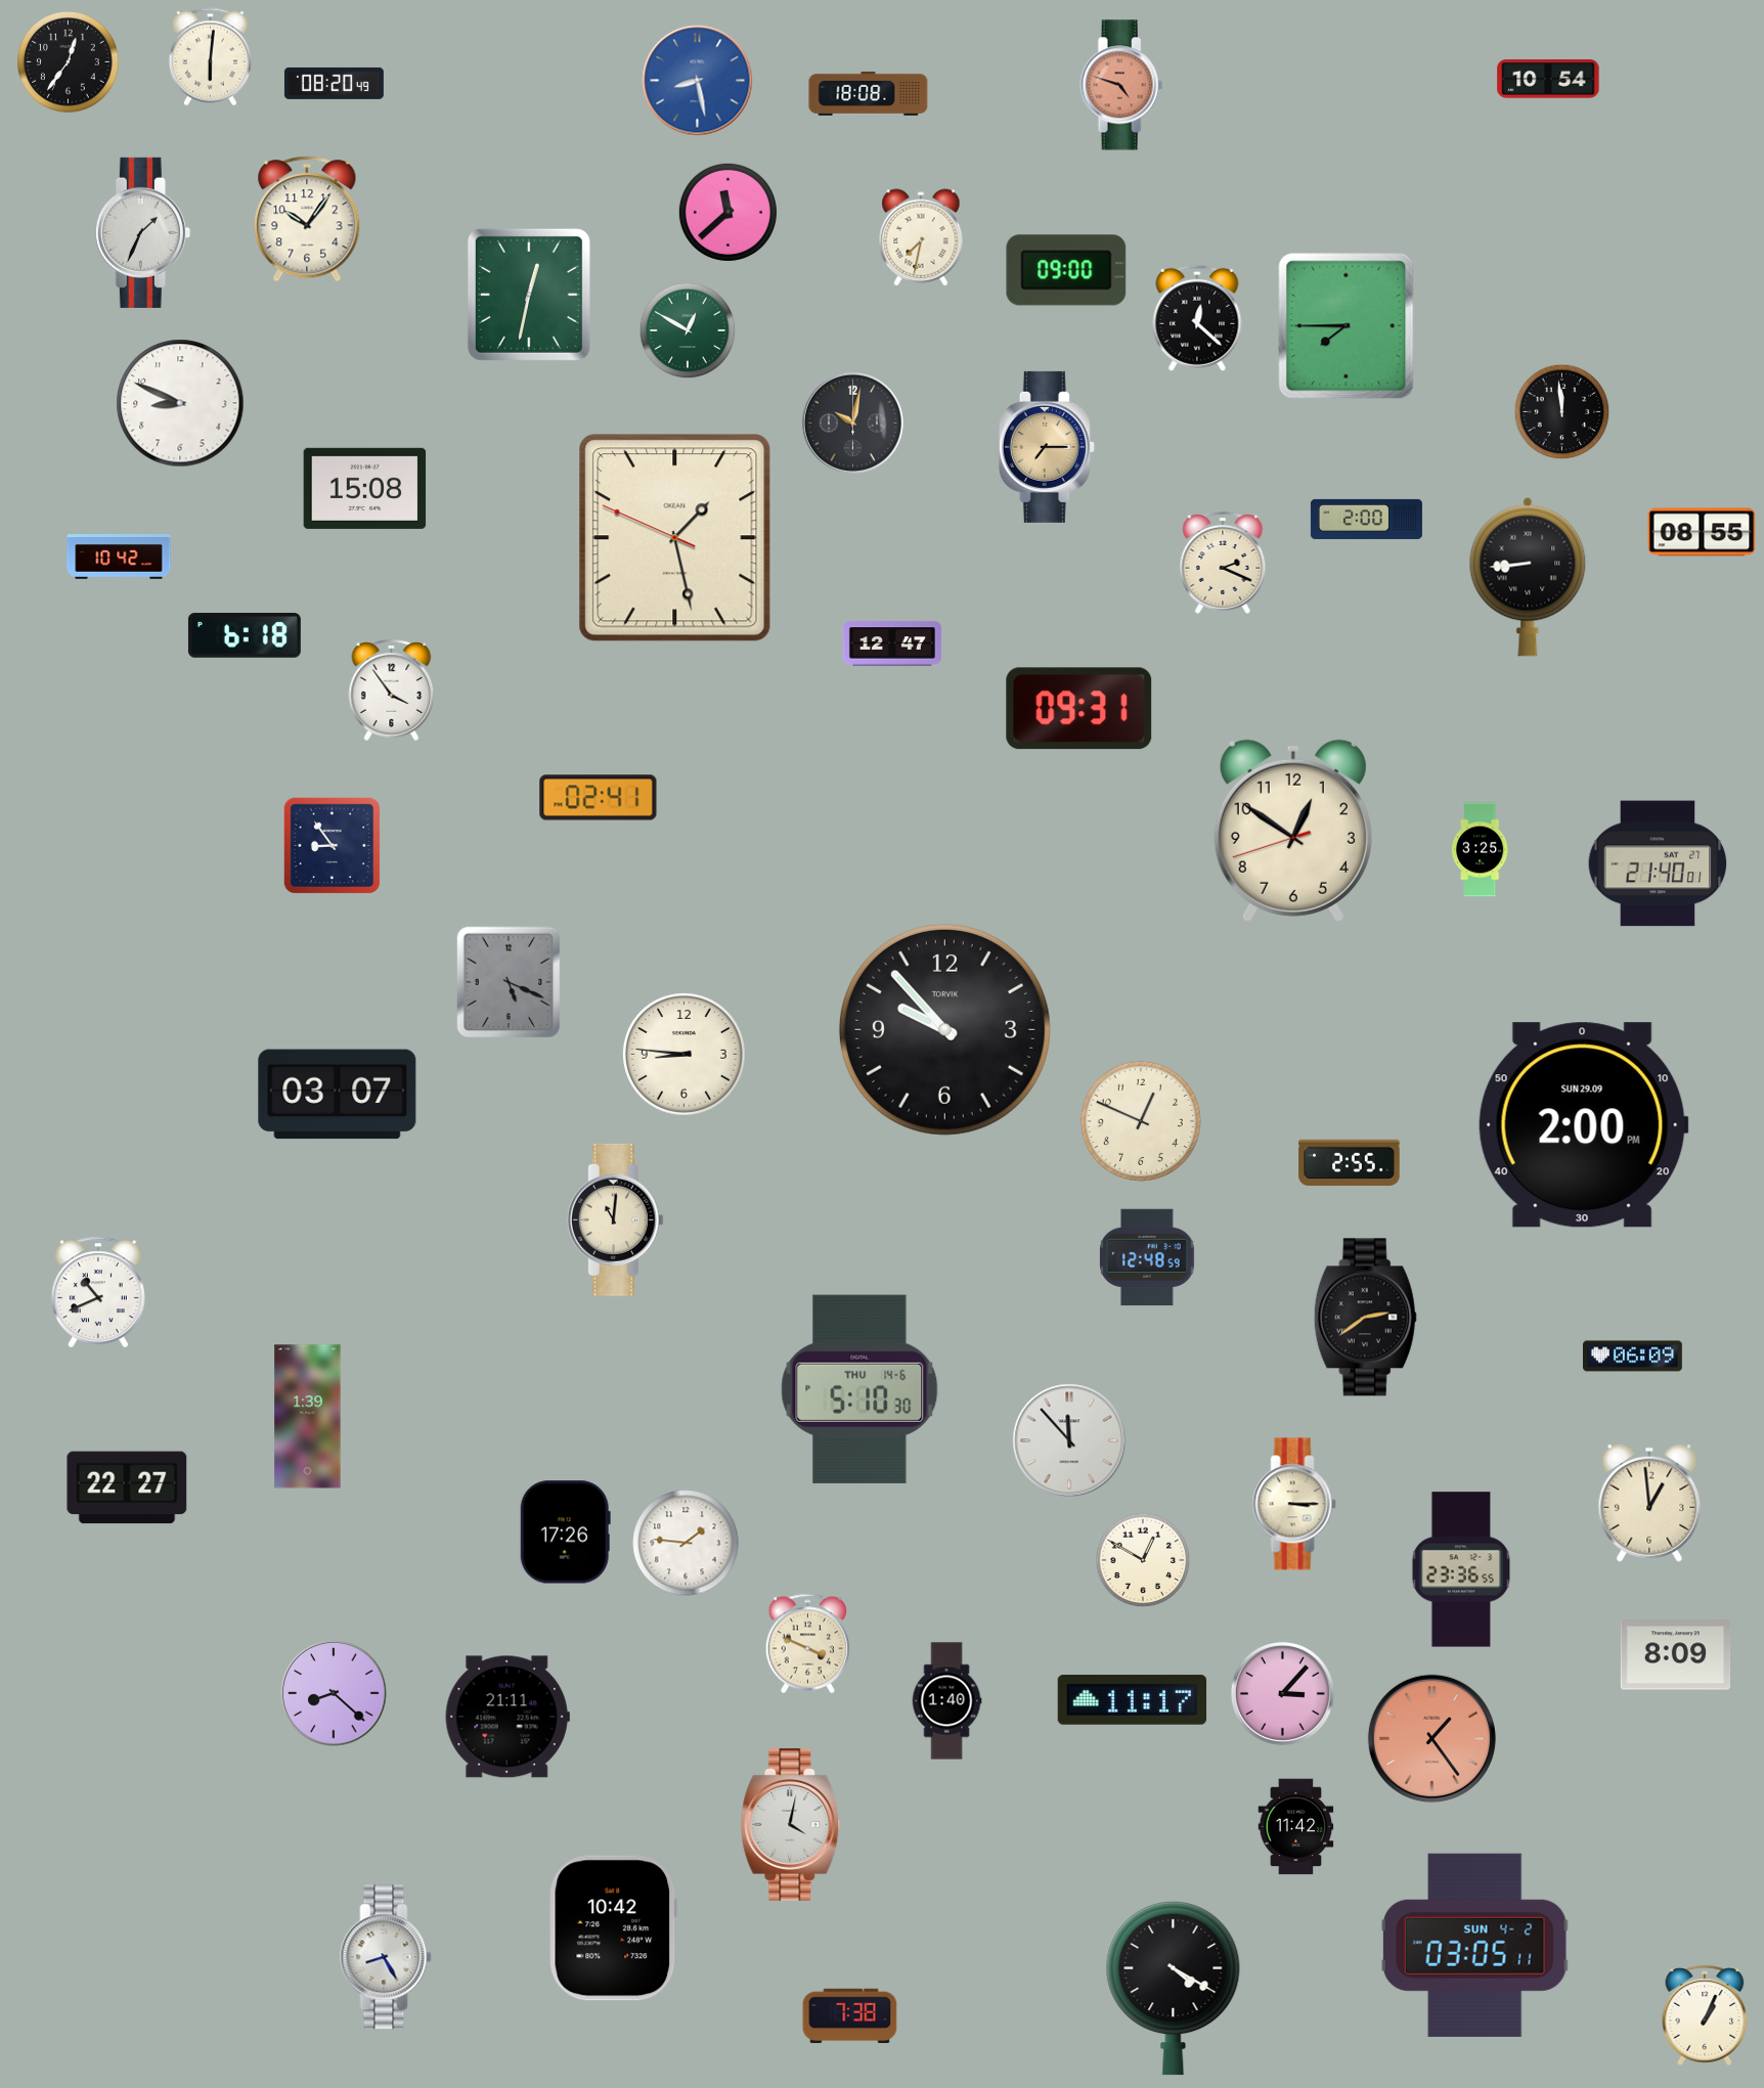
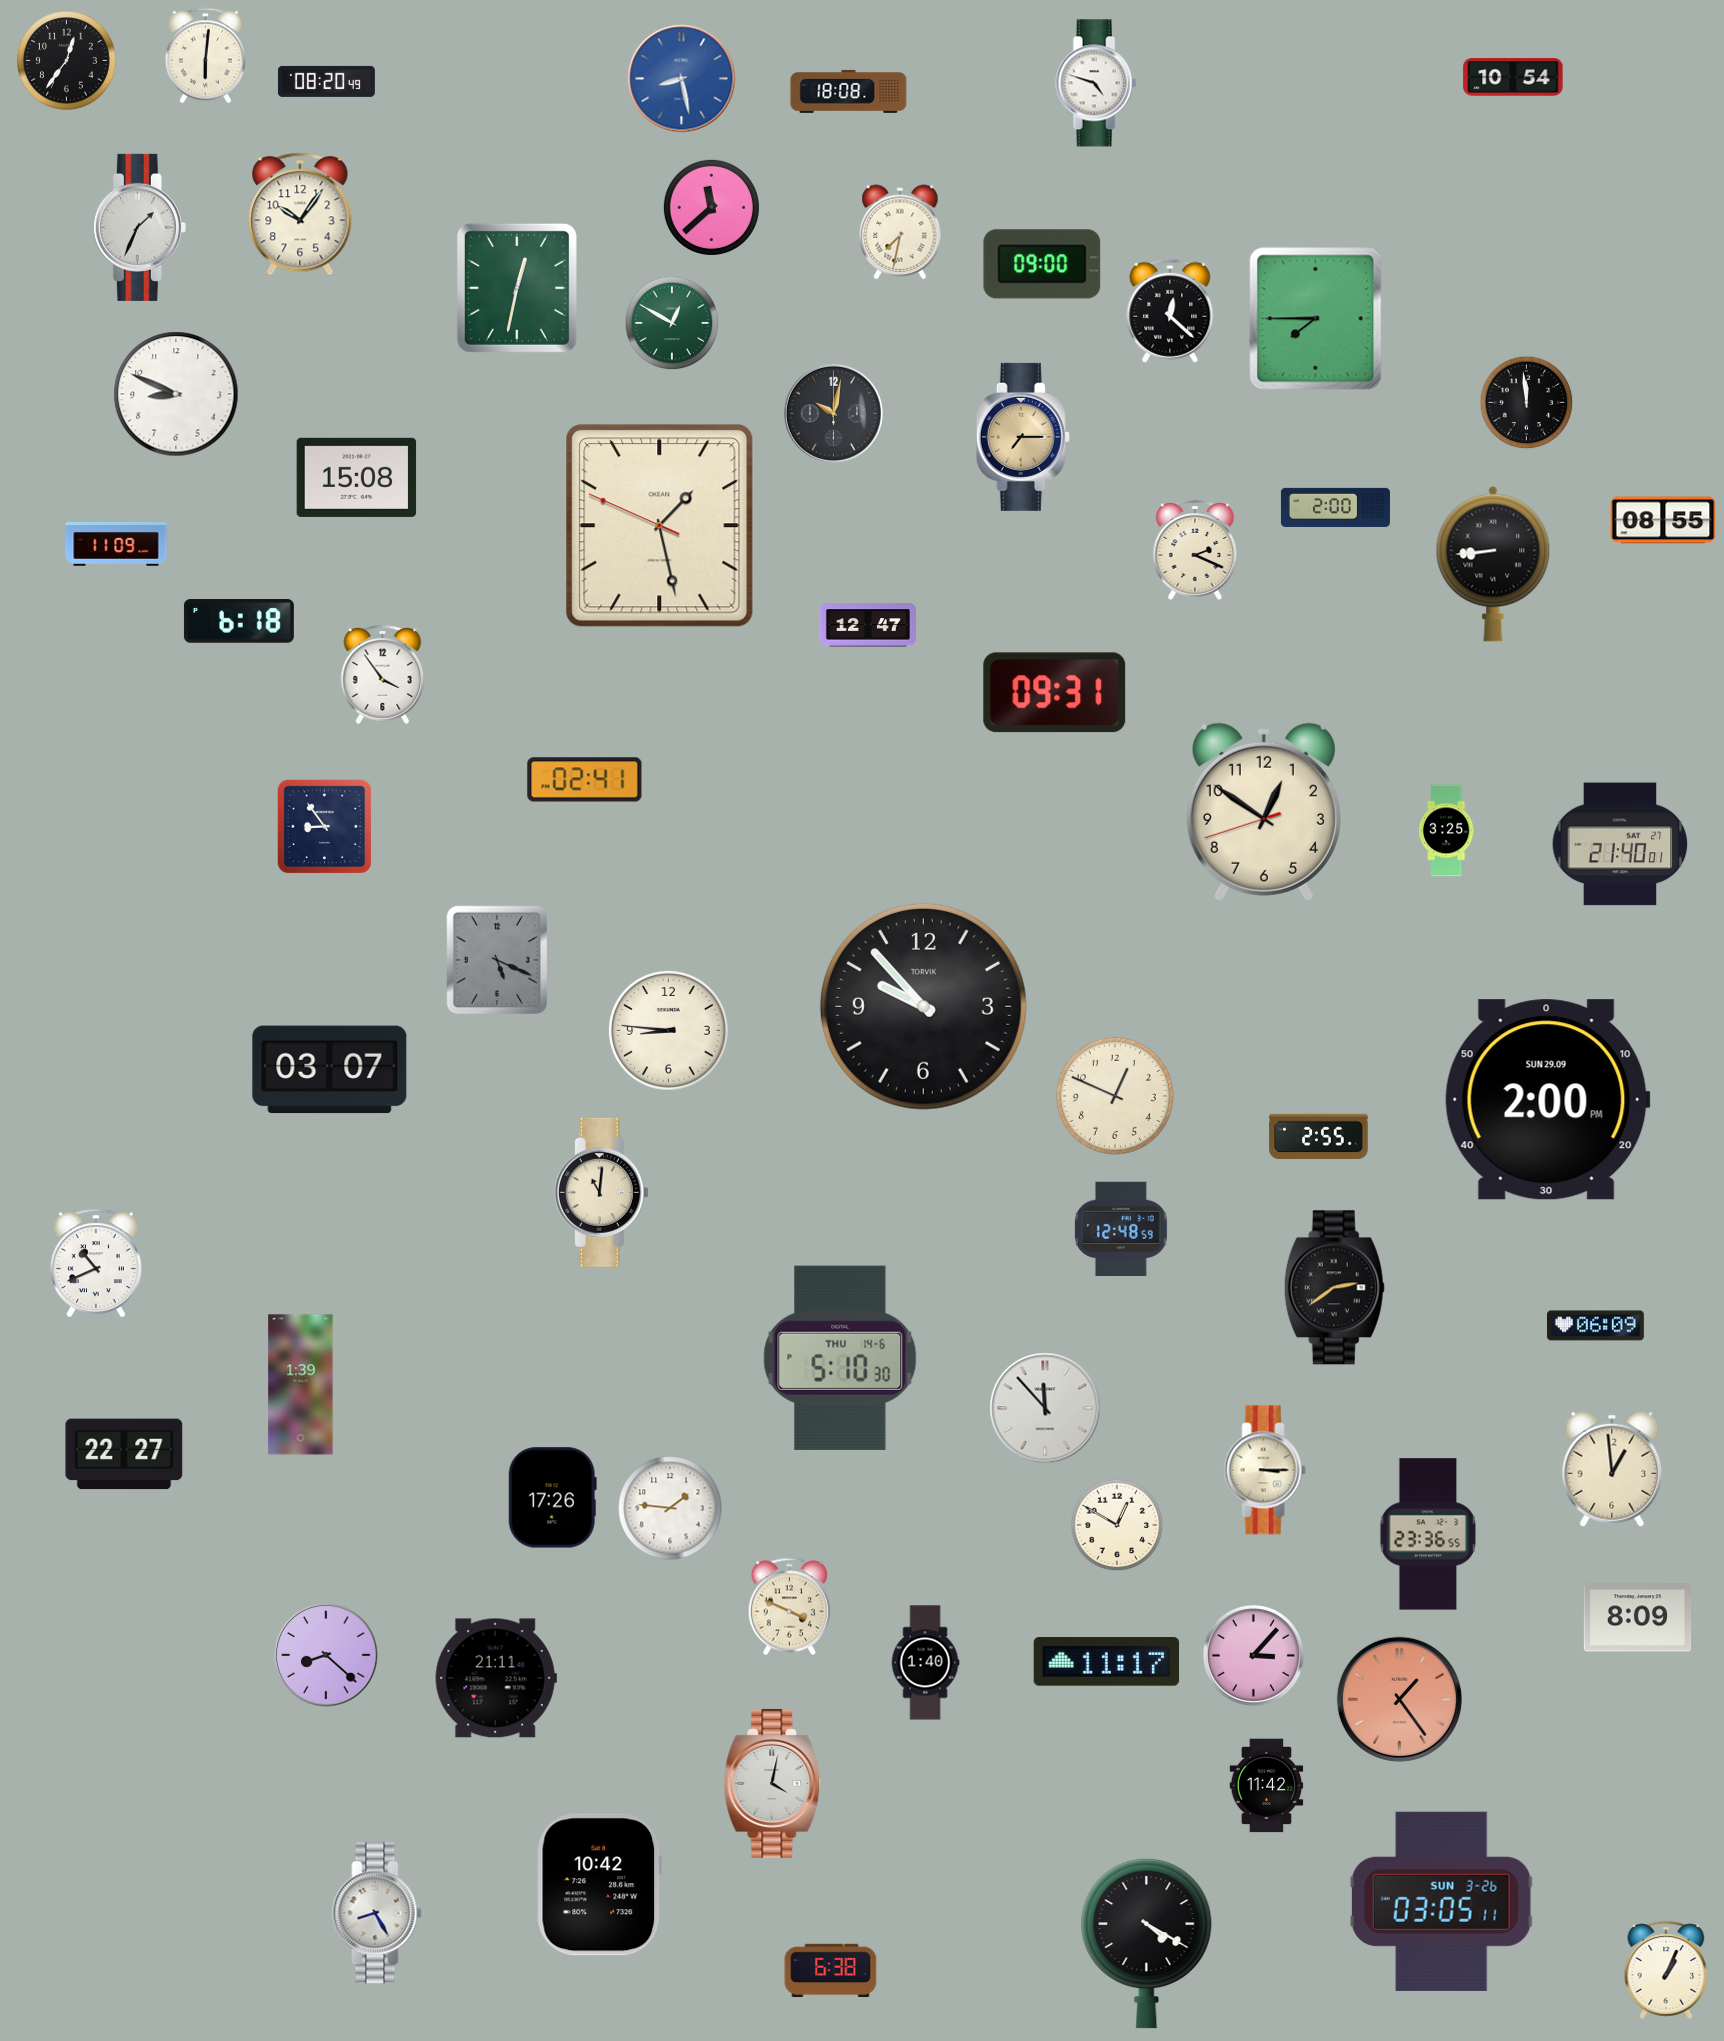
clock at (1121, 85) dial: salmon -> white
clock at (119, 558): 10:42 -> 11:09
clock at (892, 643) position: (892, 643) -> (868, 625)
clock at (1474, 1945) date: SUN 4-2 -> SUN 3-26
clock at (850, 2016): 7:38 -> 6:38
